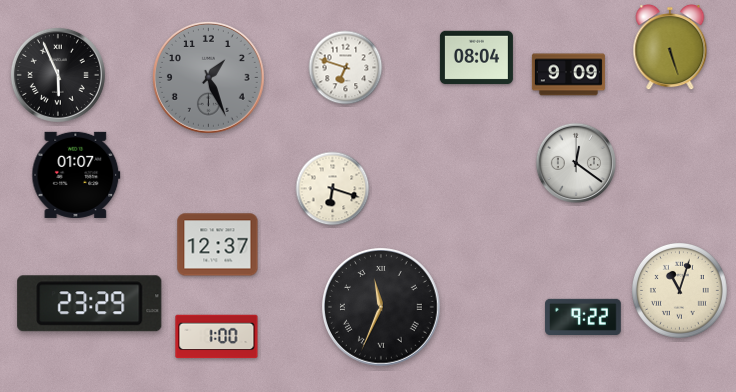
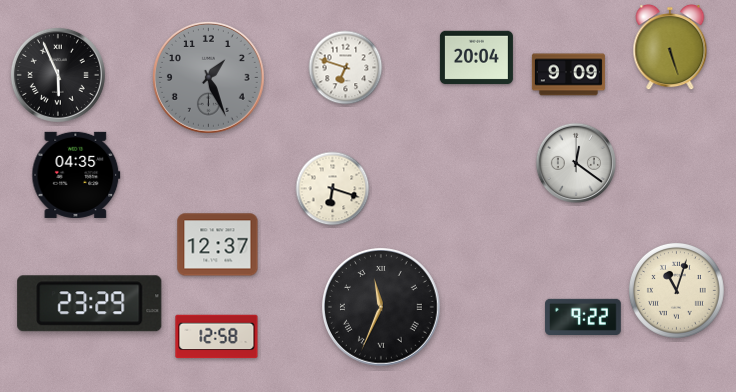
clock at (476, 58): 08:04 -> 20:04
clock at (76, 175): 01:07 -> 04:35
clock at (679, 290) position: (679, 290) -> (676, 290)
clock at (217, 337): 1:00 -> 12:58
